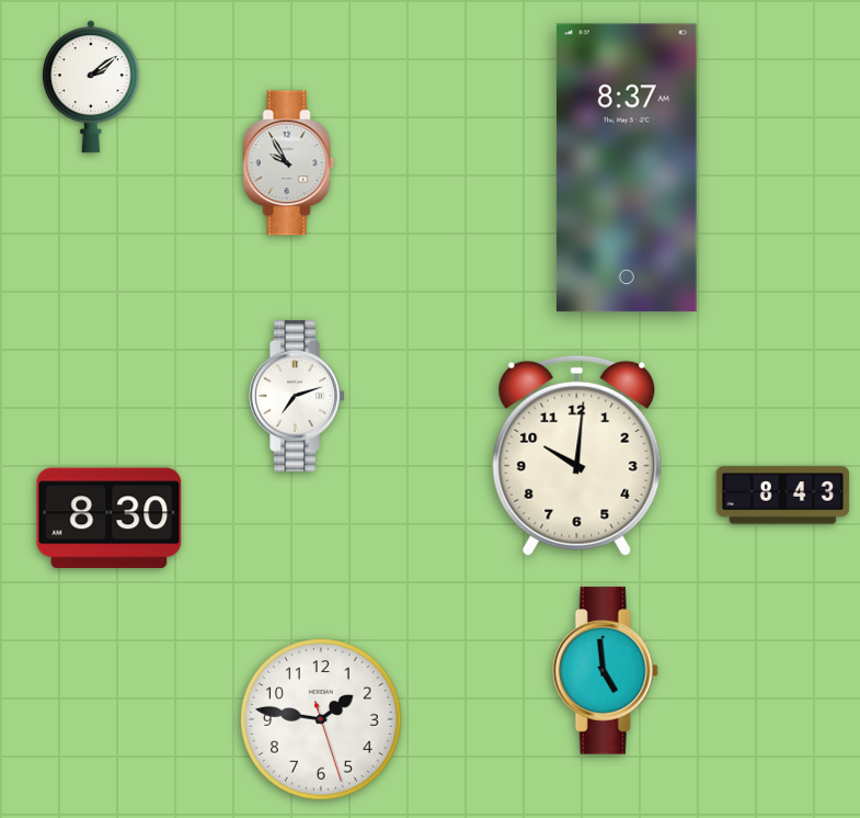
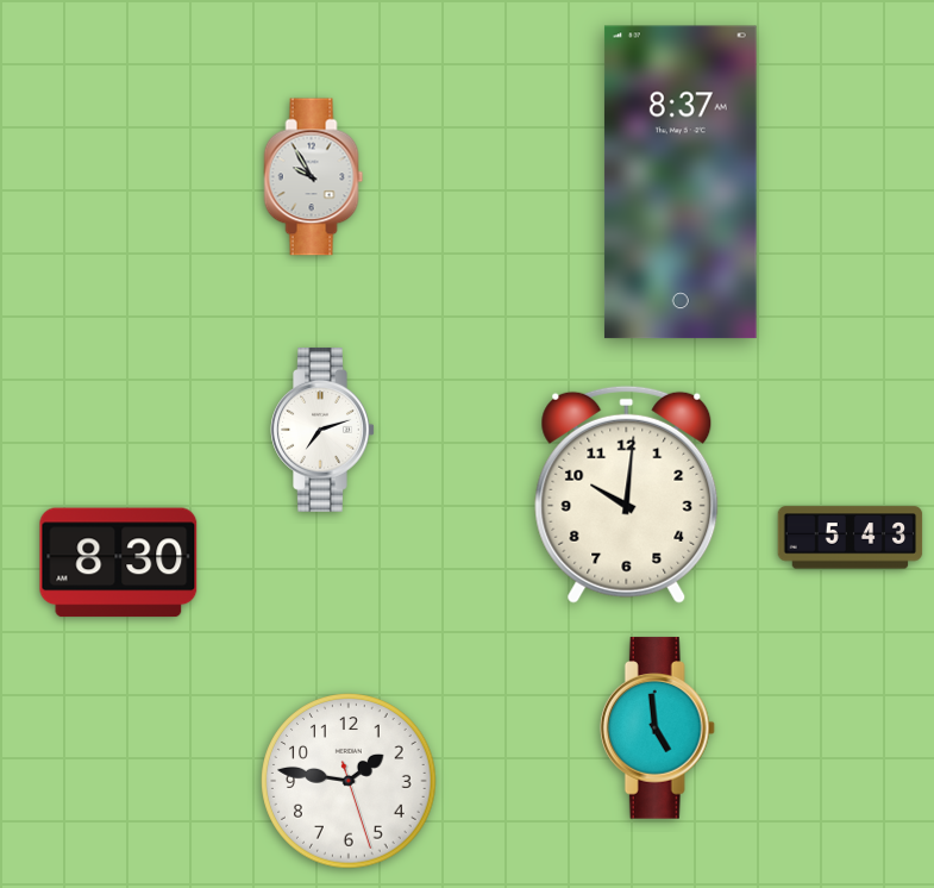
clock at (91, 87): 2:09 -> none
clock at (783, 496): 8:43 -> 5:43
